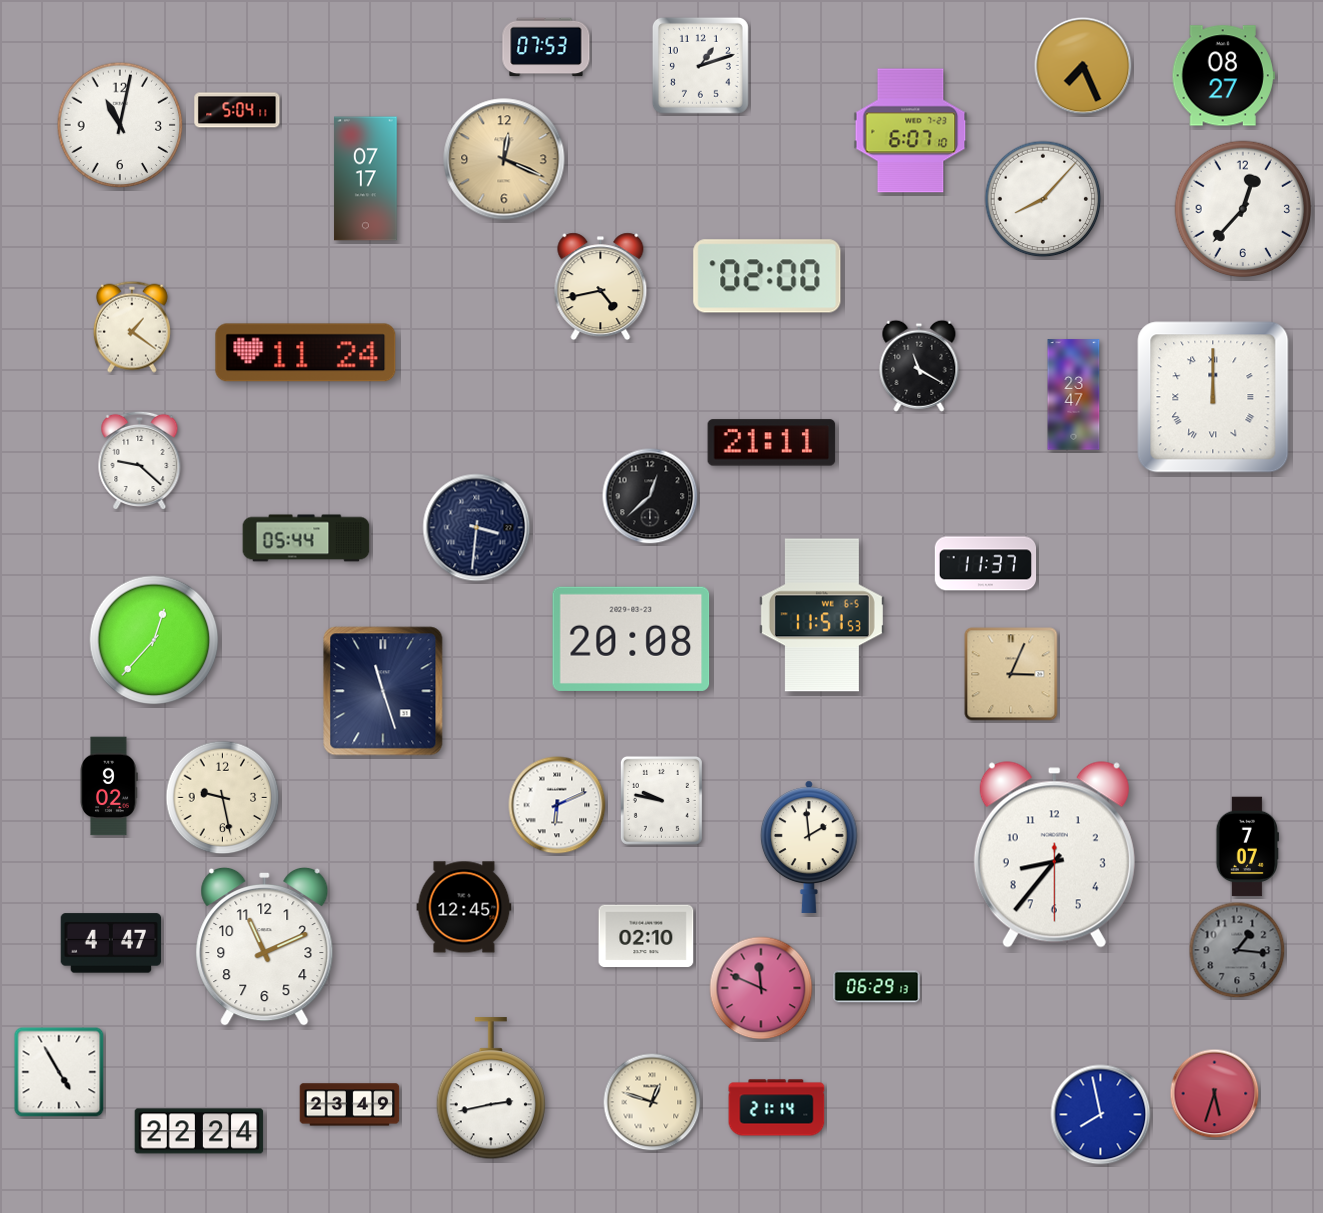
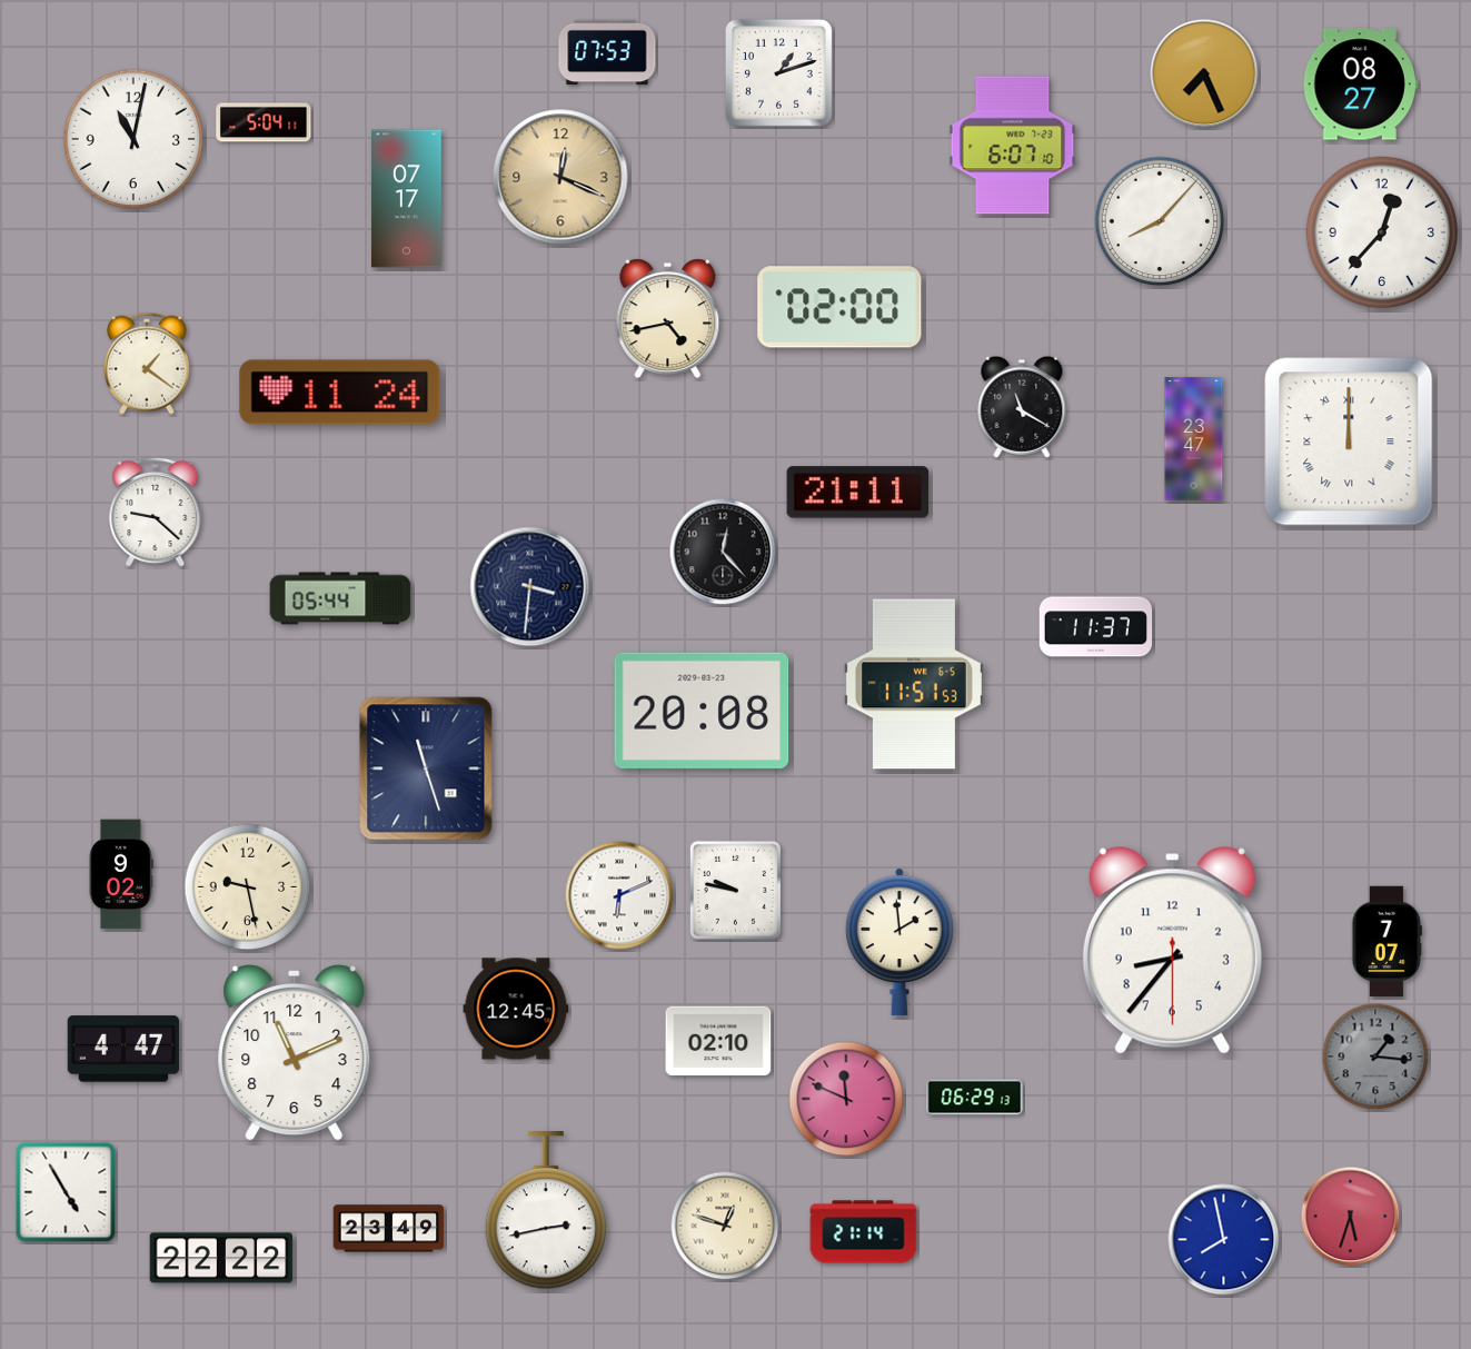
clock at (767, 276) position: (767, 276) -> (839, 307)
clock at (650, 496): 12:38 -> 12:23
clock at (154, 640): 12:37 -> none
clock at (1011, 674): 3:04 -> none
clock at (199, 1131): 22:24 -> 22:22
